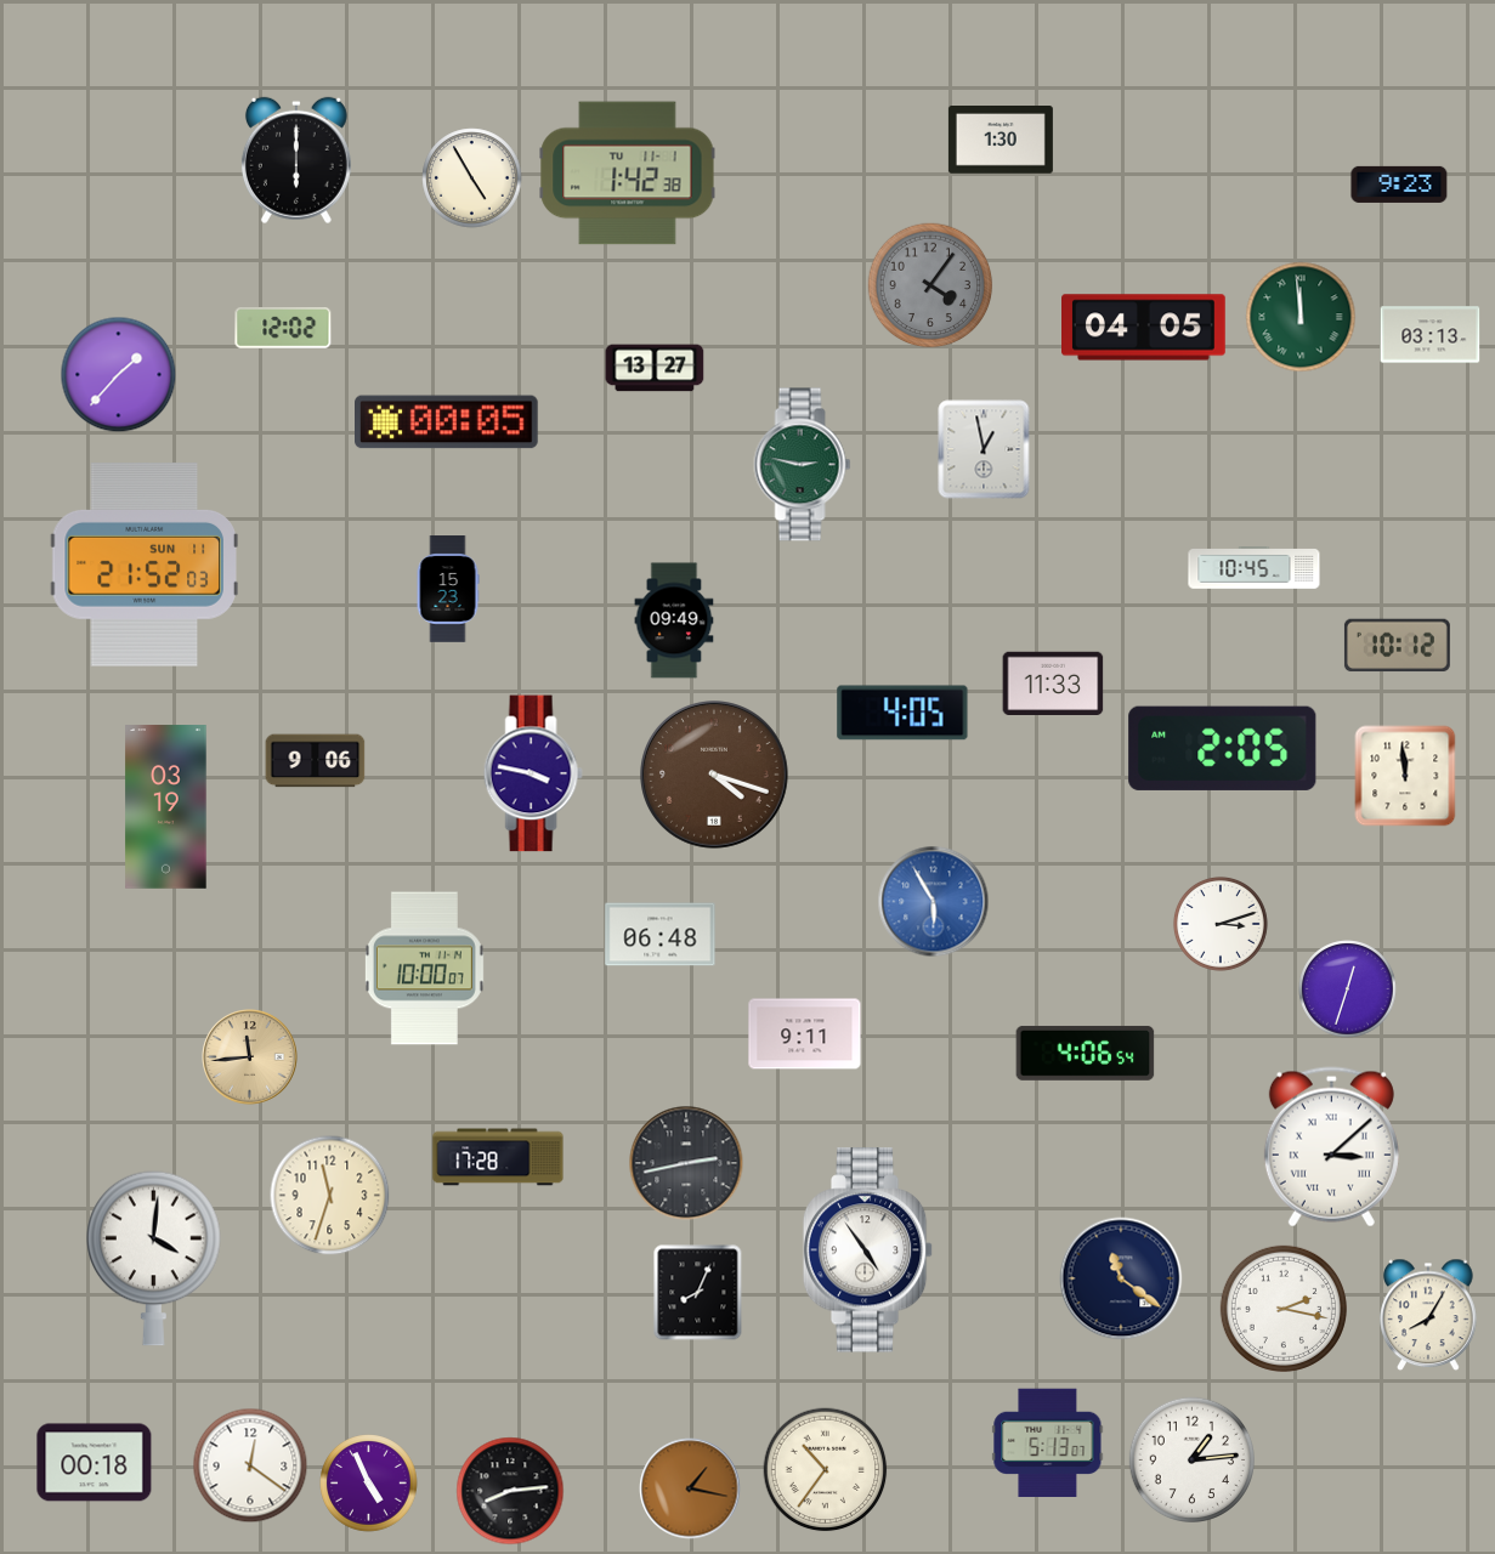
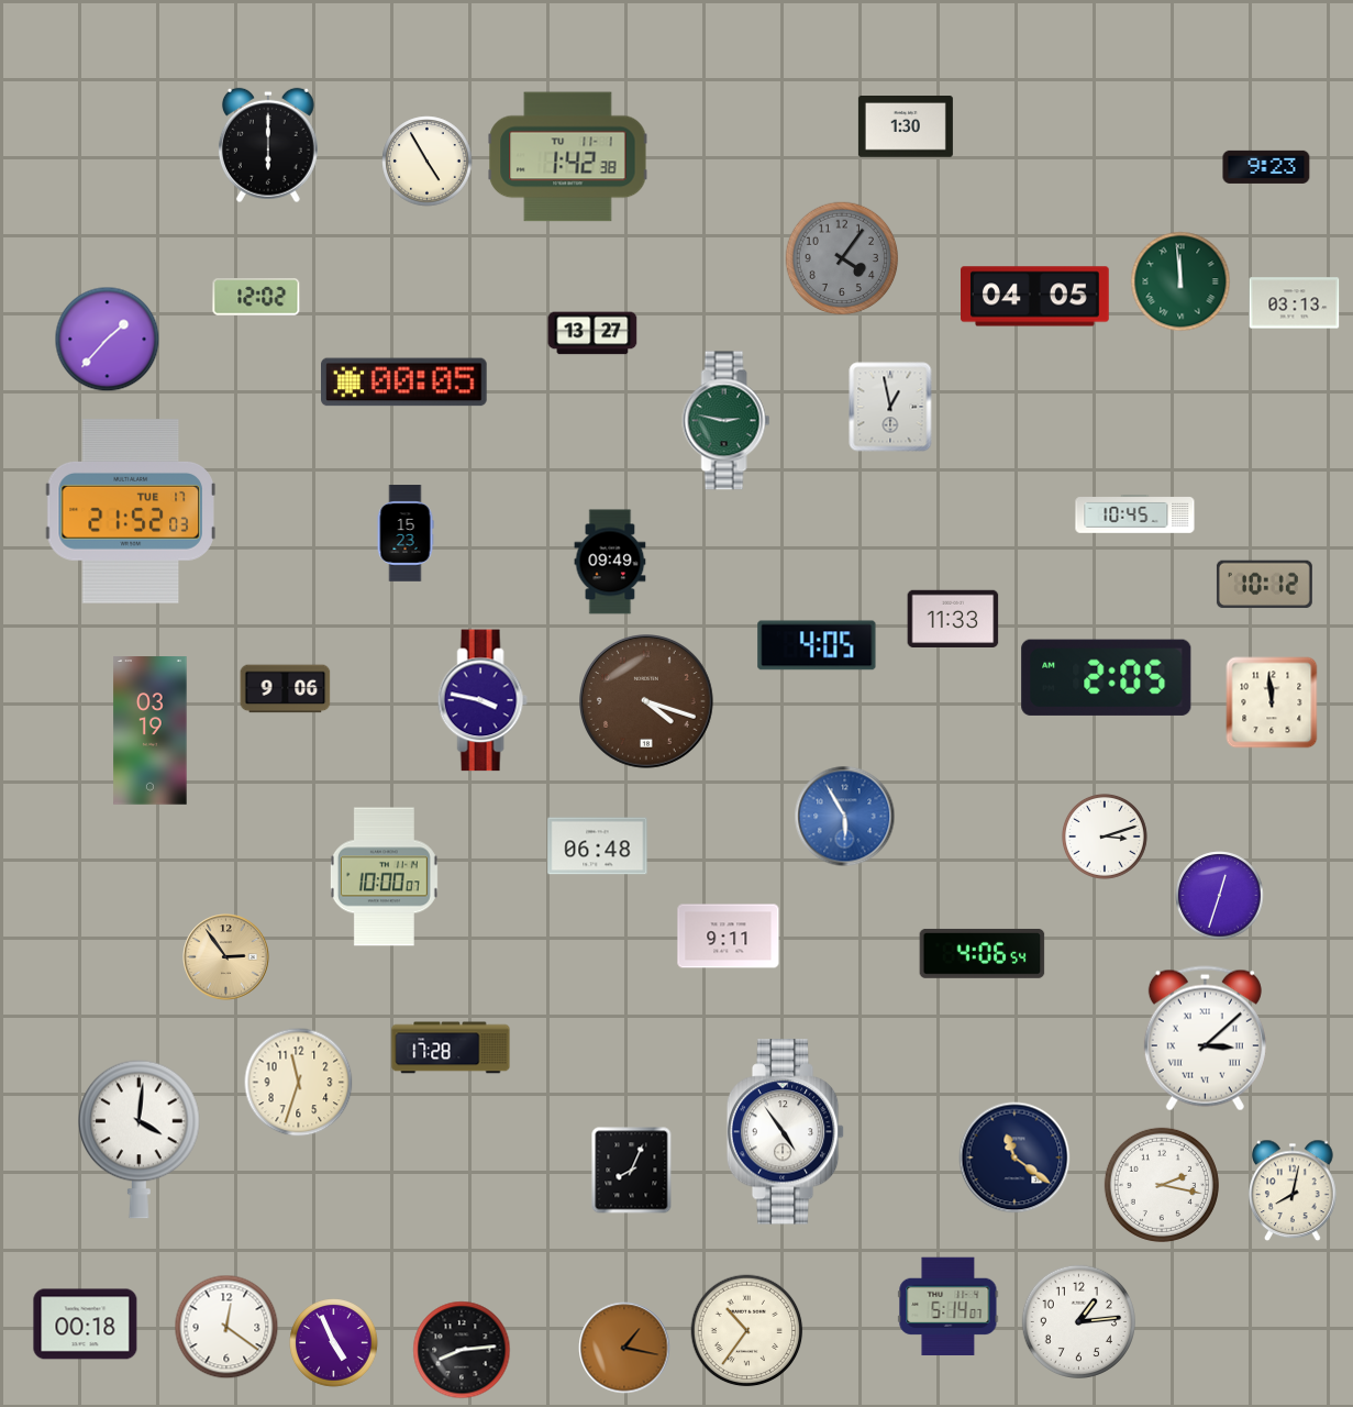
clock at (1301, 317) position: (1301, 317) -> (1180, 281)
clock at (145, 565) date: SUN 11 -> TUE 17
clock at (250, 1057): 11:44 -> 2:54
clock at (686, 1163): 2:43 -> none
clock at (1428, 1315): 8:05 -> 8:02
clock at (1048, 1444): 5:13 -> 5:14
